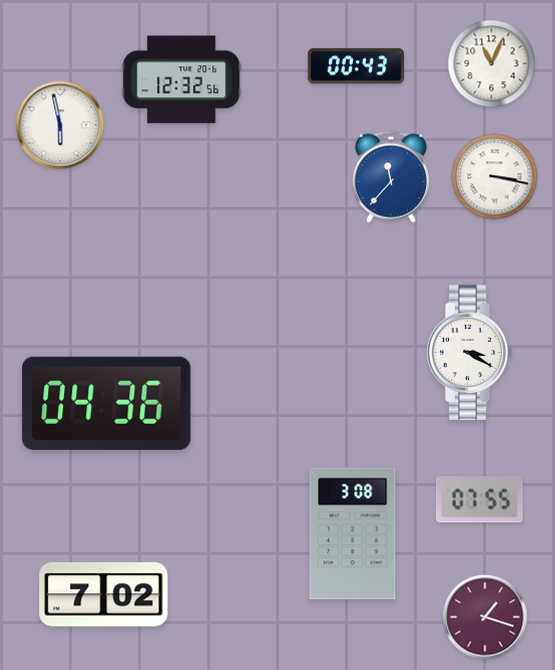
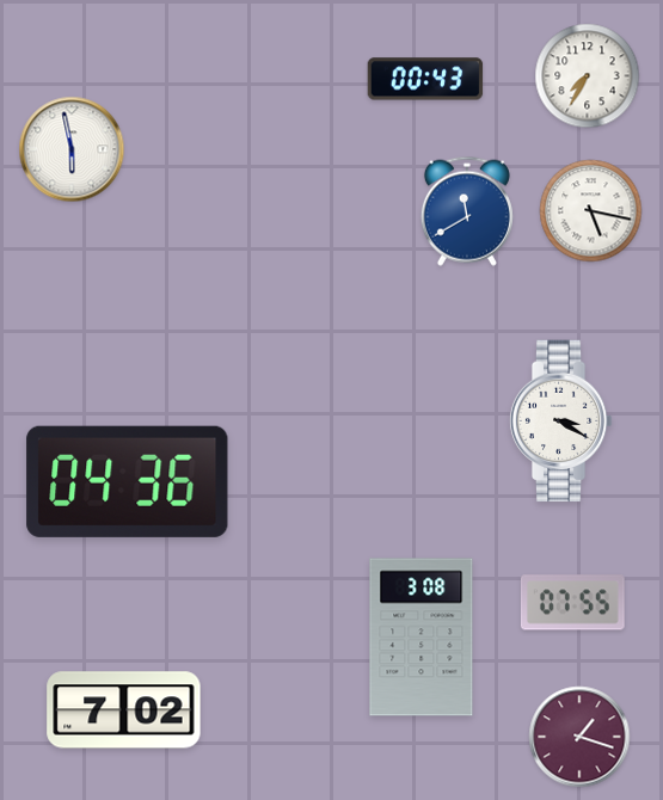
clock at (492, 64): 11:04 -> 7:35
clock at (182, 80): 12:32 -> none
clock at (391, 177): 11:37 -> 11:40
clock at (495, 177): 3:17 -> 5:17
clock at (479, 500) position: (479, 500) -> (572, 603)
